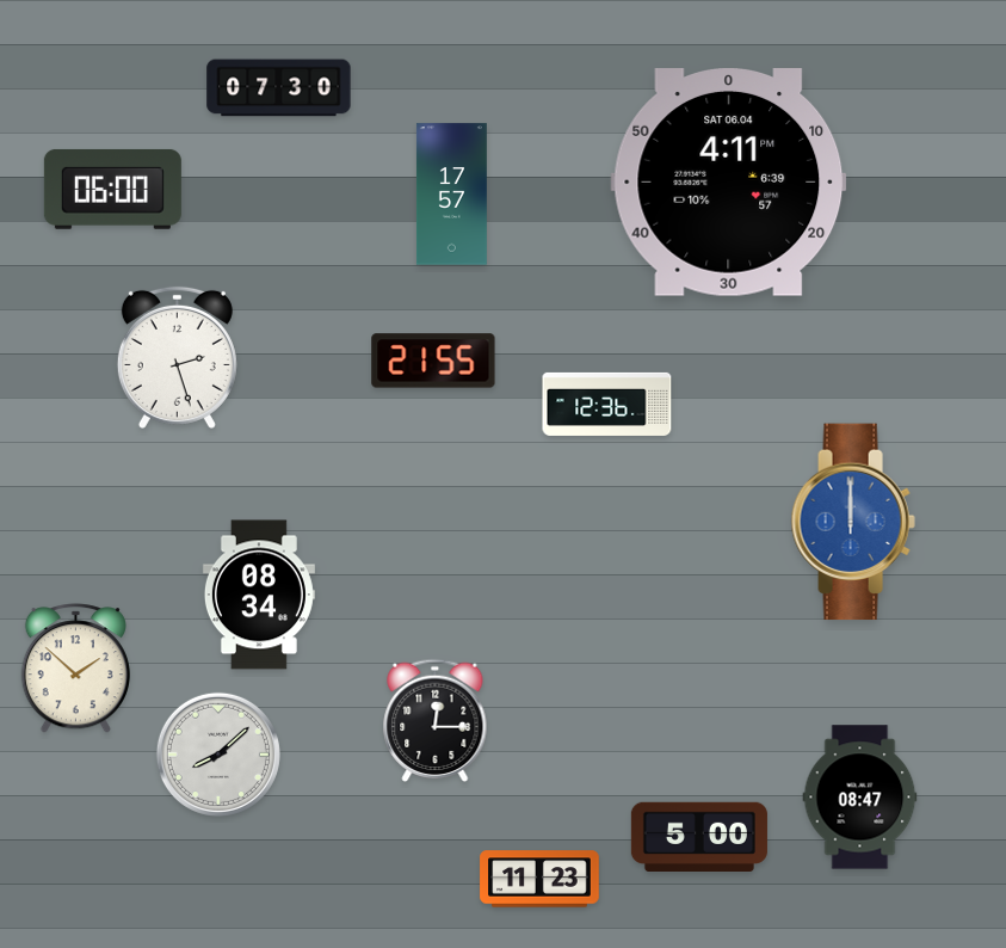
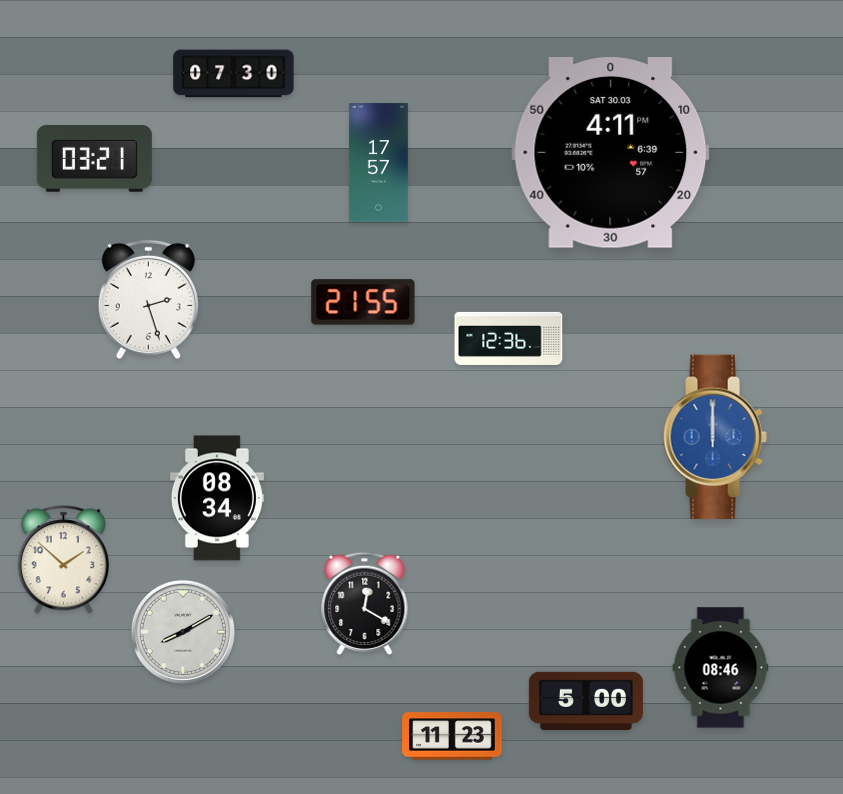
clock at (729, 183) date: SAT 06.04 -> SAT 30.03
clock at (112, 189): 06:00 -> 03:21
clock at (436, 720): 12:15 -> 12:20
clock at (218, 755): 8:08 -> 8:10
clock at (860, 798): 08:47 -> 08:46
